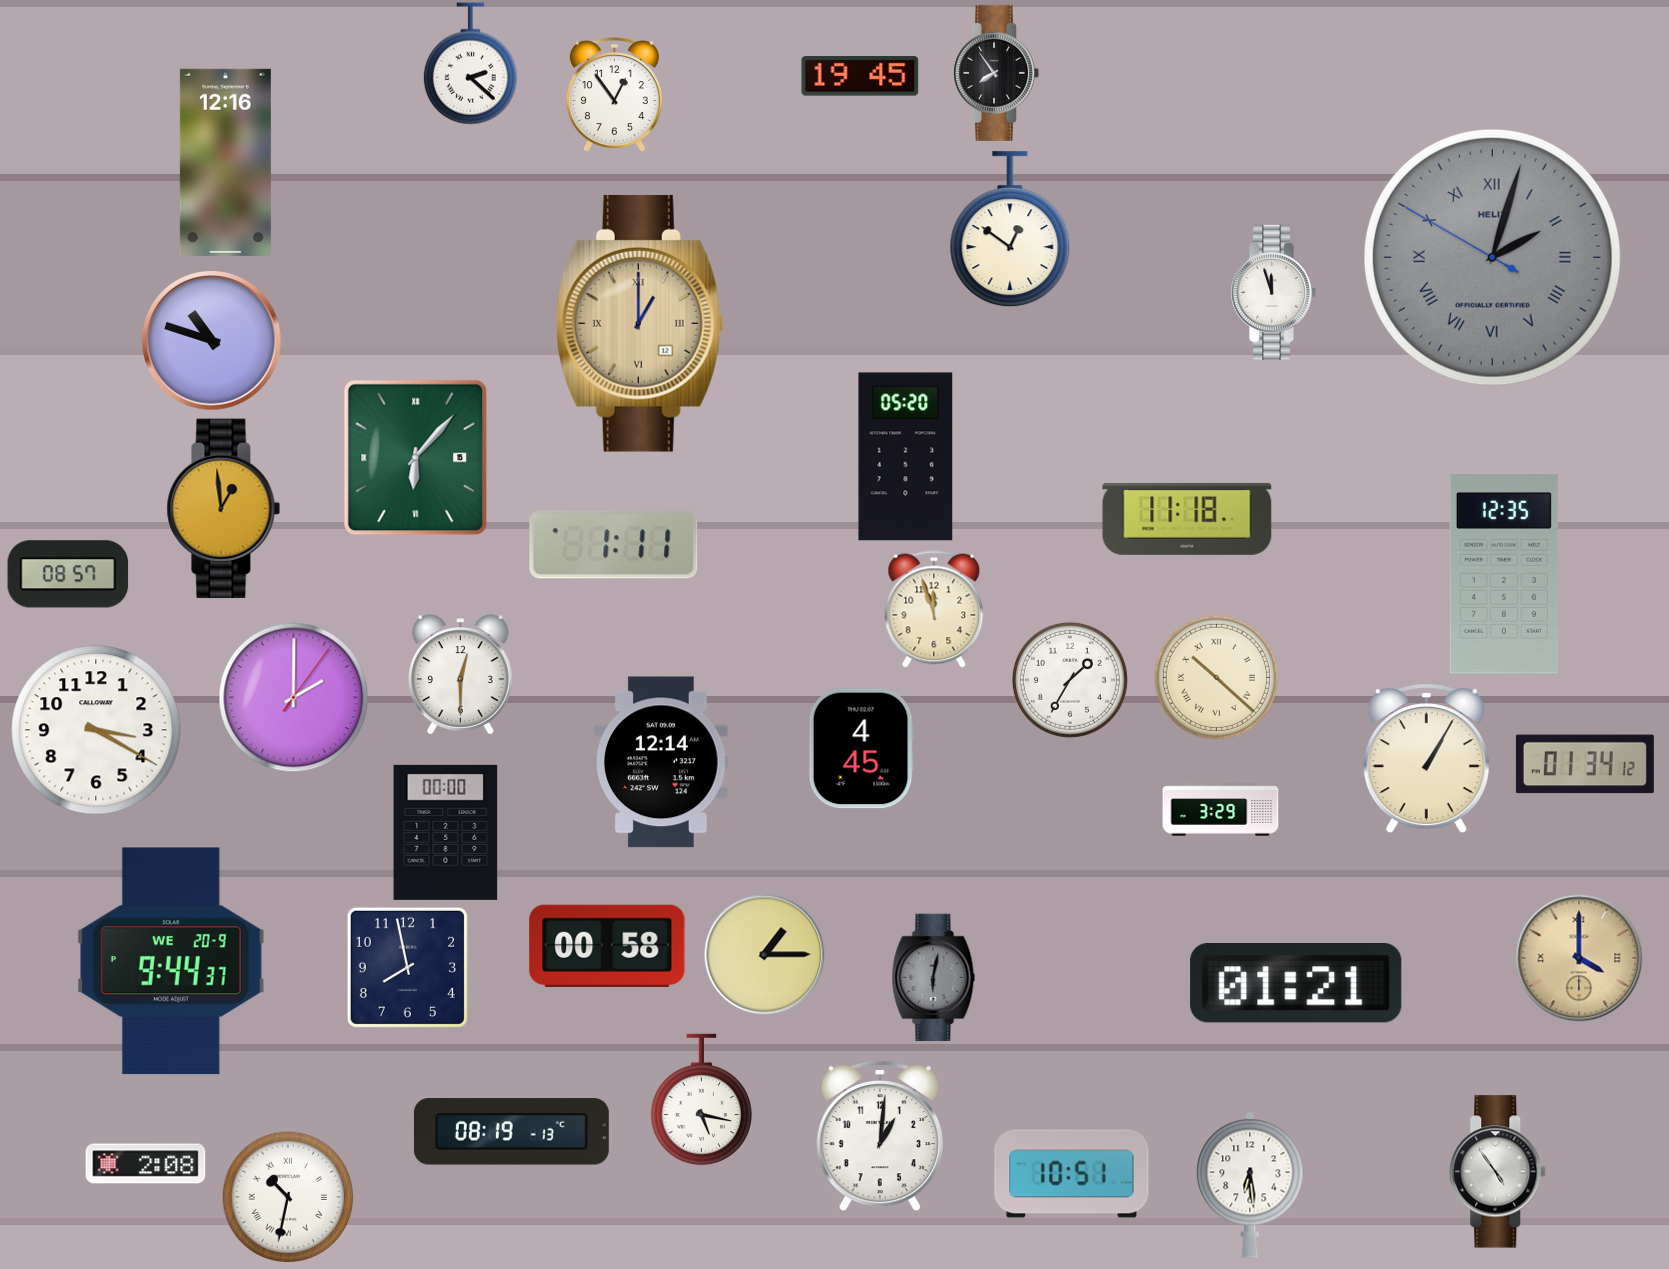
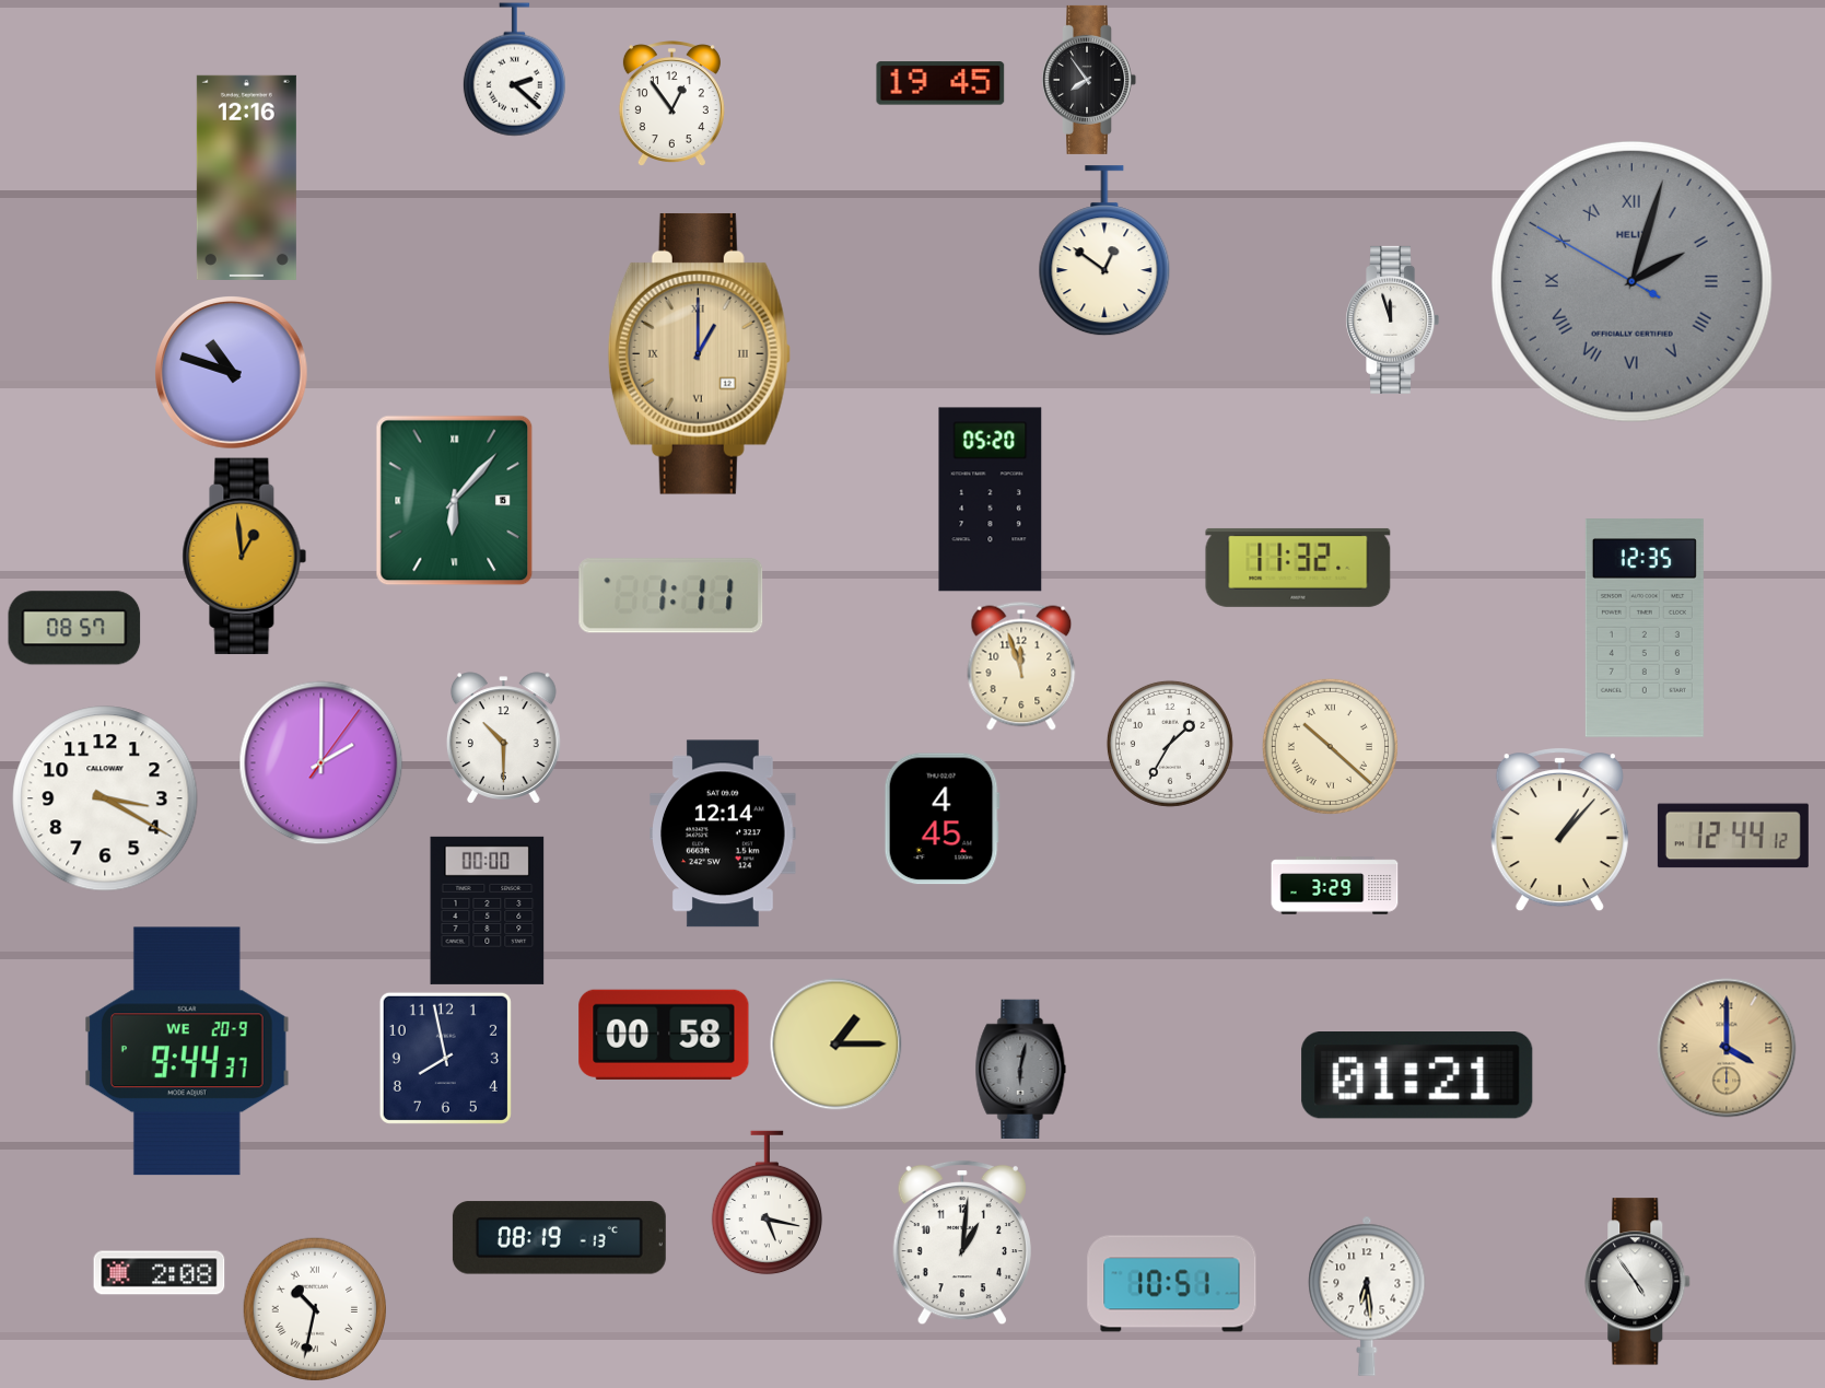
clock at (1187, 519): 11:18 -> 11:32
clock at (460, 675): 12:30 -> 10:30
clock at (1216, 677) position: (1216, 677) -> (1330, 746)
clock at (1426, 759): 1:05 -> 1:07
clock at (1585, 764): 01:34 -> 12:44
